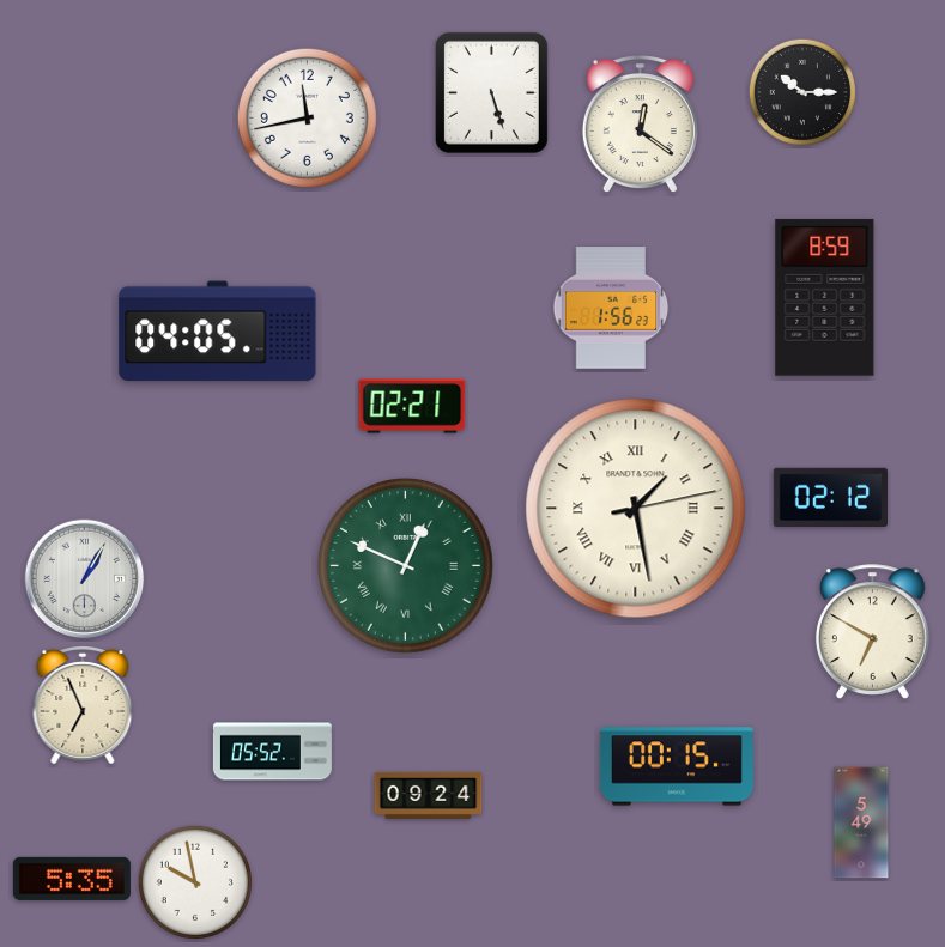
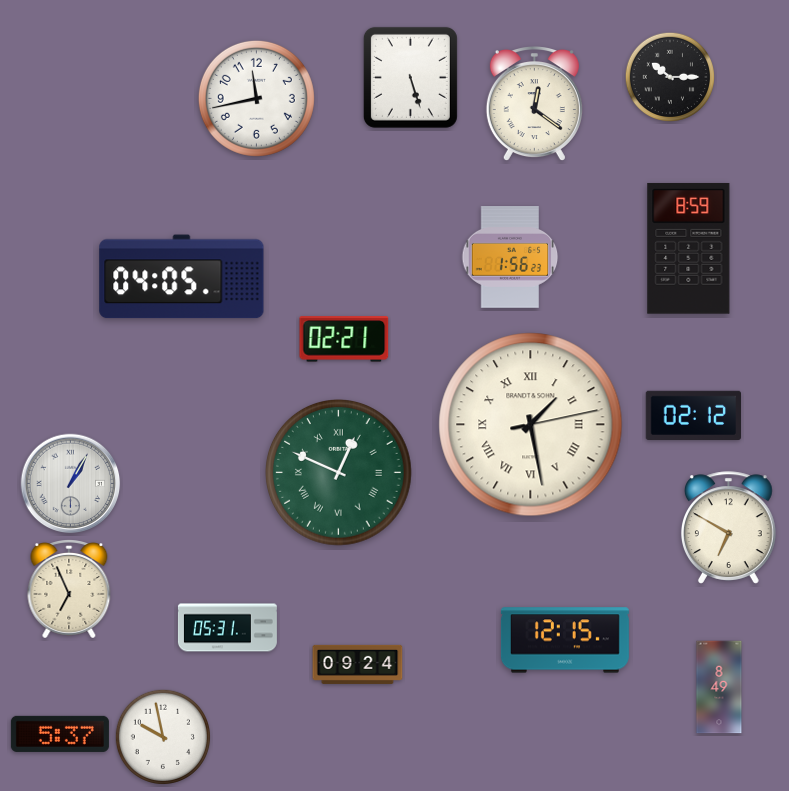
clock at (272, 752): 05:52 -> 05:31
clock at (677, 766): 00:15 -> 12:15
clock at (861, 822): 5:49 -> 8:49
clock at (72, 879): 5:35 -> 5:37
